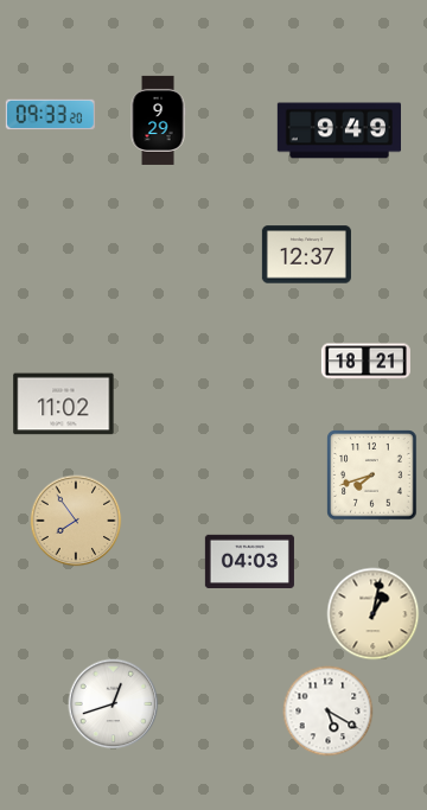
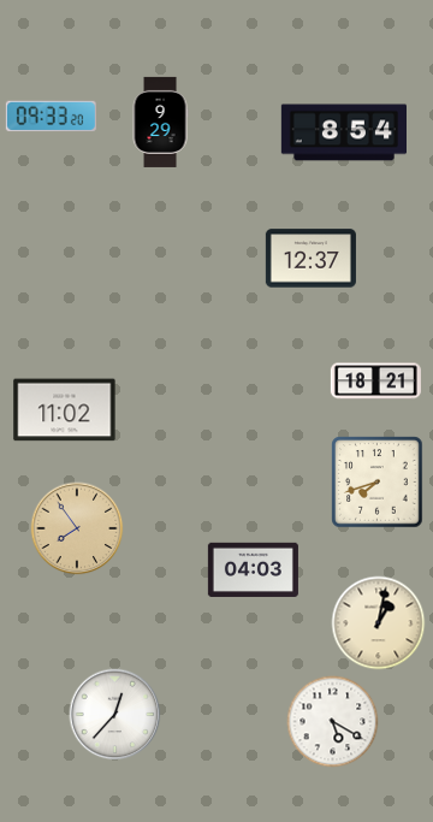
clock at (338, 130): 9:49 -> 8:54
clock at (365, 362) position: (365, 362) -> (375, 382)
clock at (114, 704): 12:42 -> 12:37
